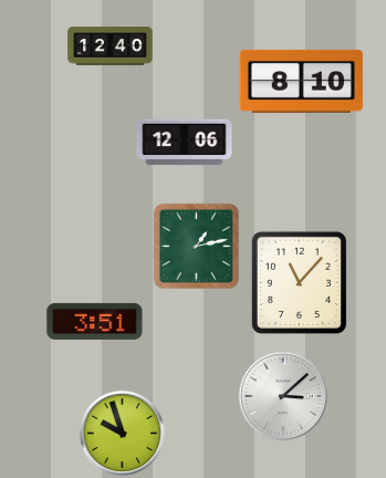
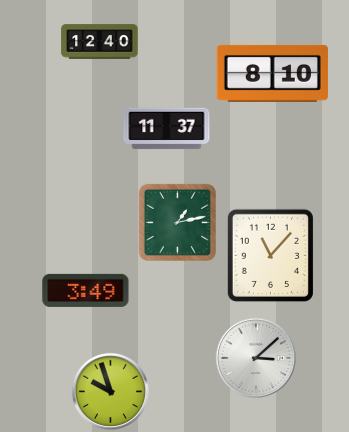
clock at (185, 143): 12:06 -> 11:37
clock at (95, 321): 3:51 -> 3:49
